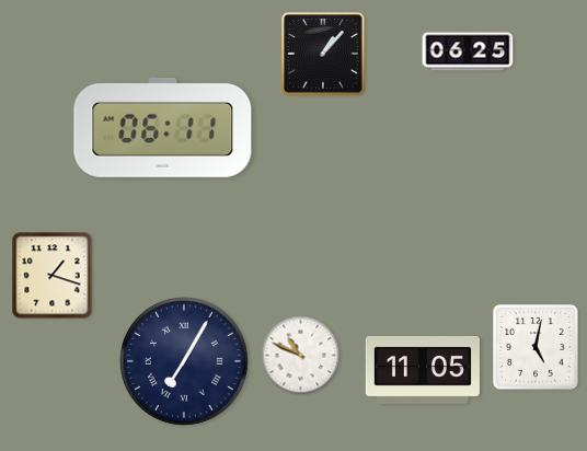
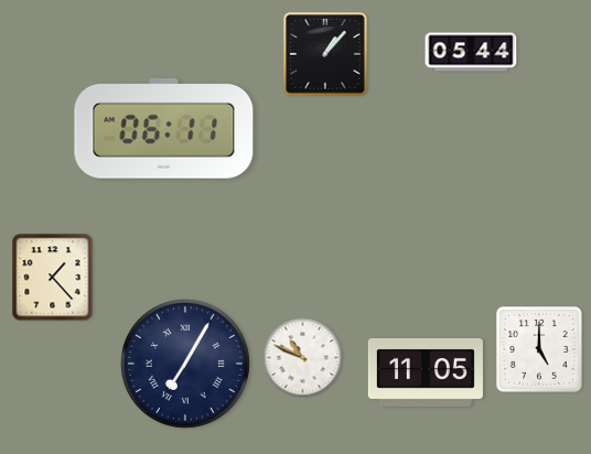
clock at (468, 51): 06:25 -> 05:44
clock at (53, 276): 1:18 -> 1:23
clock at (537, 348): 5:02 -> 5:00
